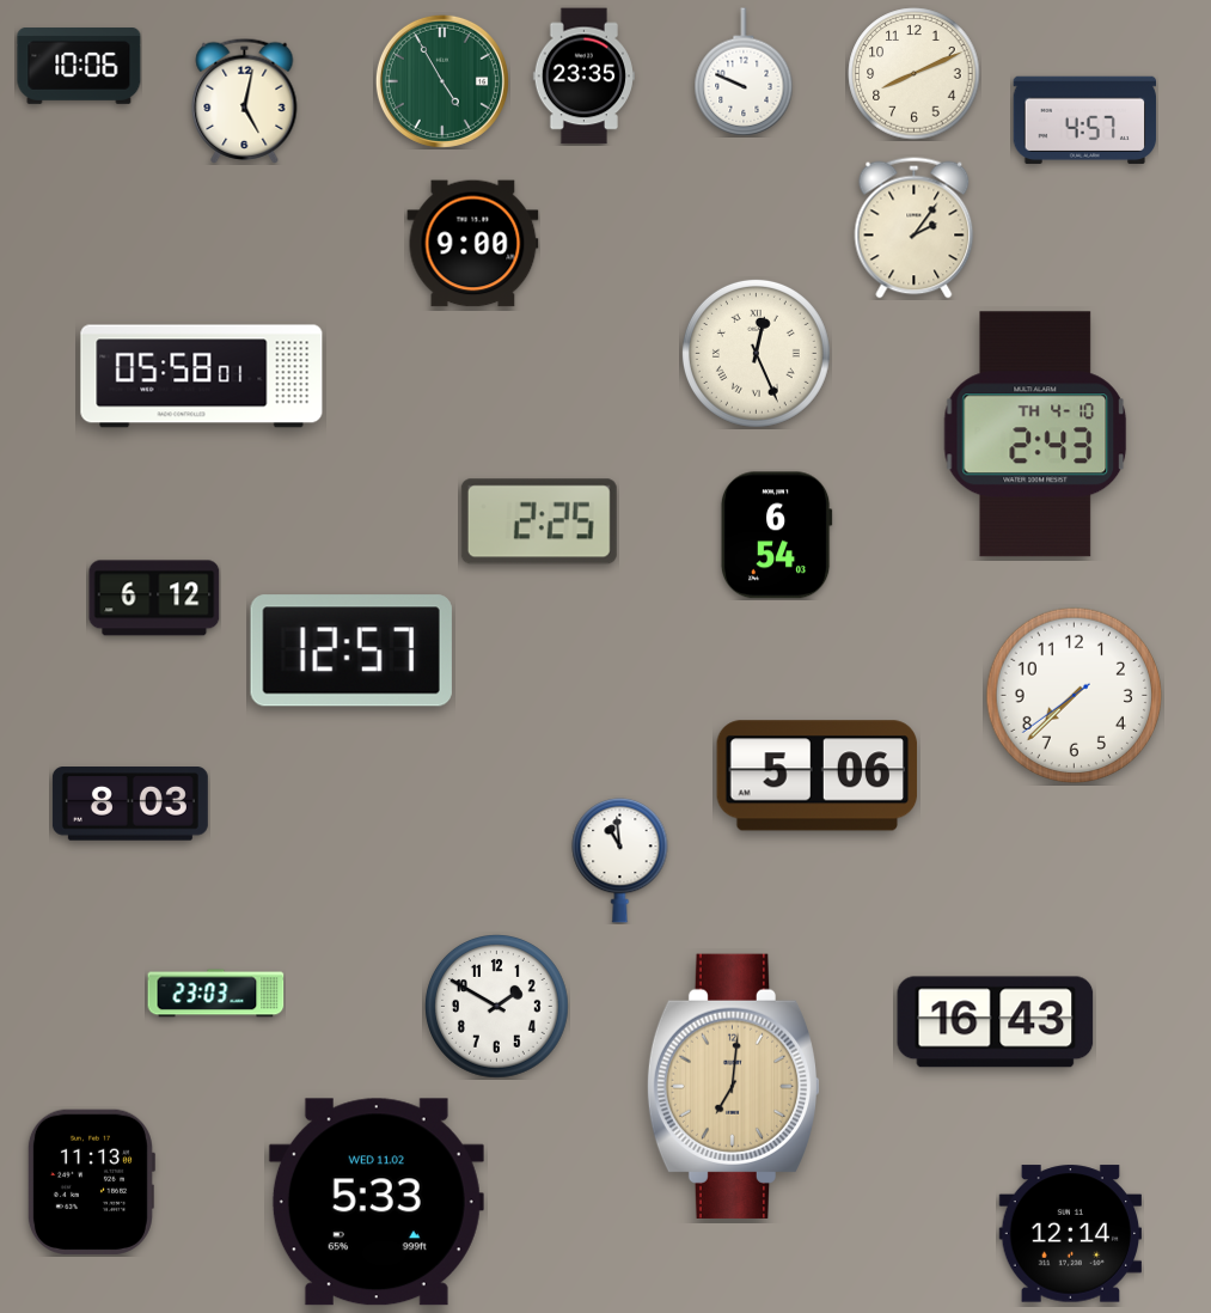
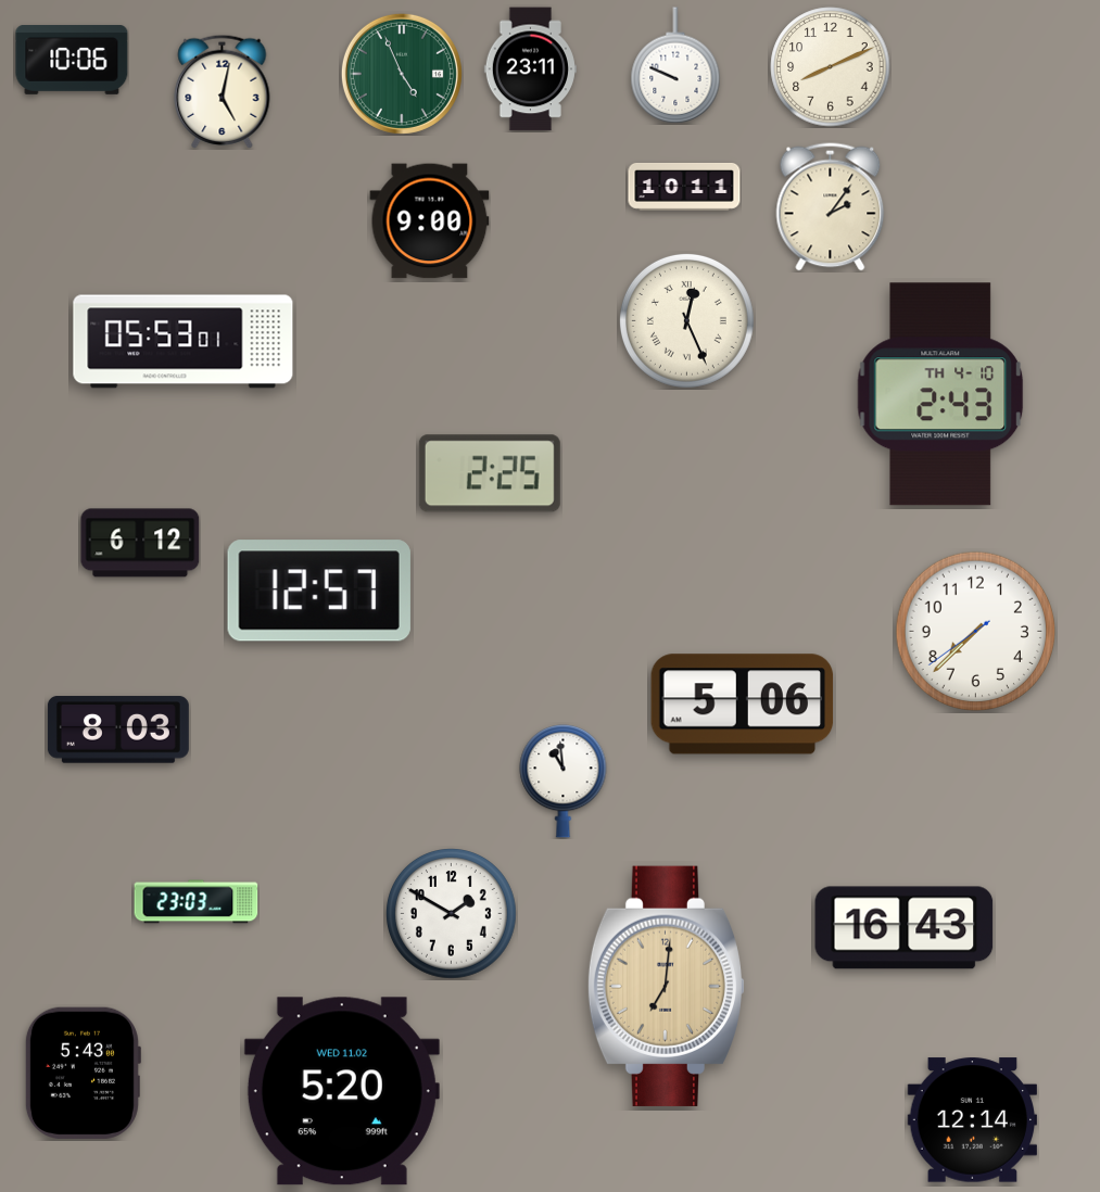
clock at (583, 77): 23:35 -> 23:11
clock at (442, 81): 4:55 -> 4:56
clock at (1085, 120): 4:57 -> none
clock at (684, 188): none -> 10:11
clock at (202, 377): 05:58 -> 05:53
clock at (776, 536): 6:54 -> none
clock at (91, 1181): 11:13 -> 5:43
clock at (377, 1202): 5:33 -> 5:20
